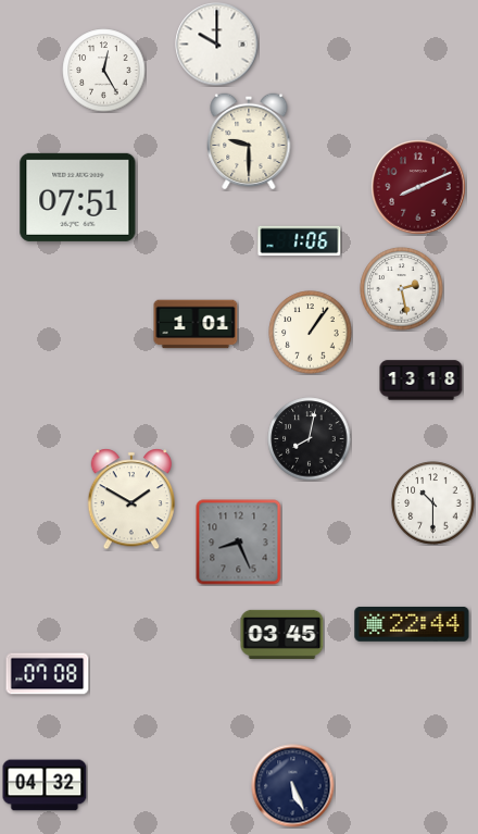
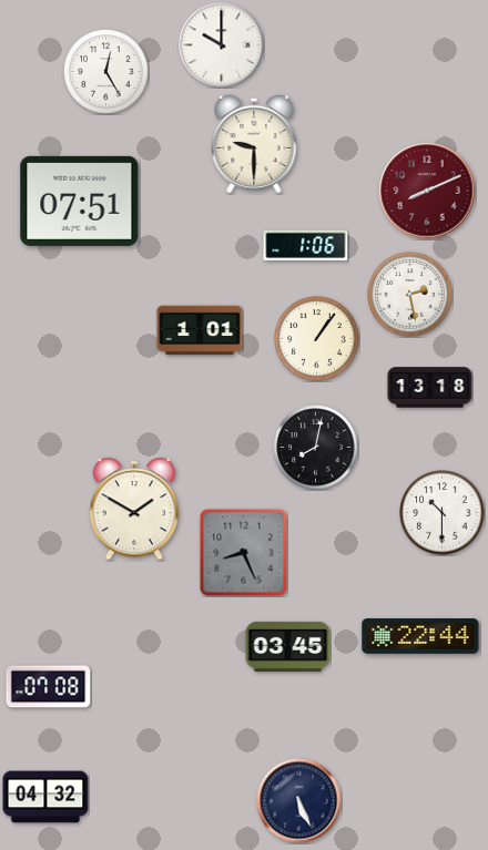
clock at (45, 785) position: (45, 785) -> (45, 797)
